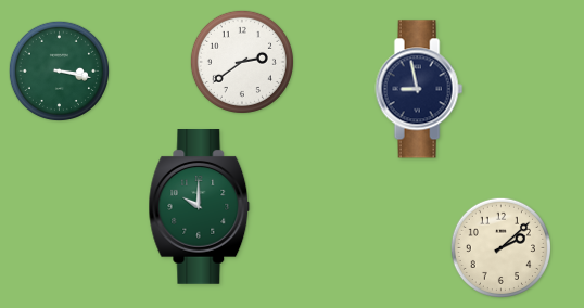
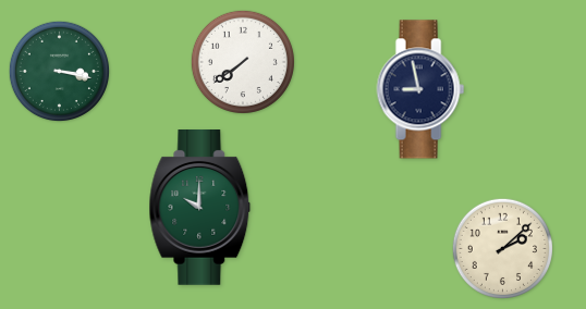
clock at (242, 62): 2:39 -> 7:39
